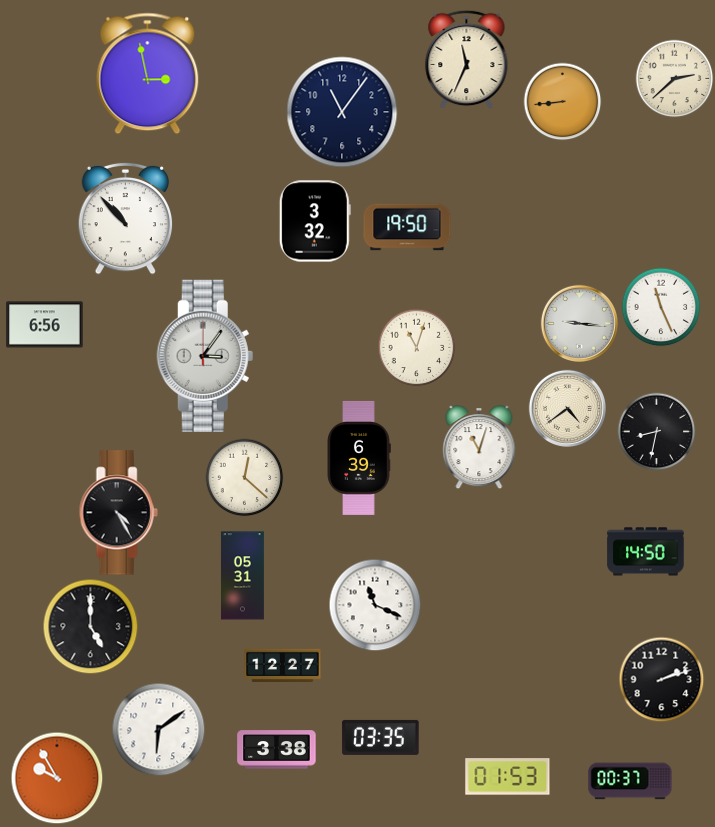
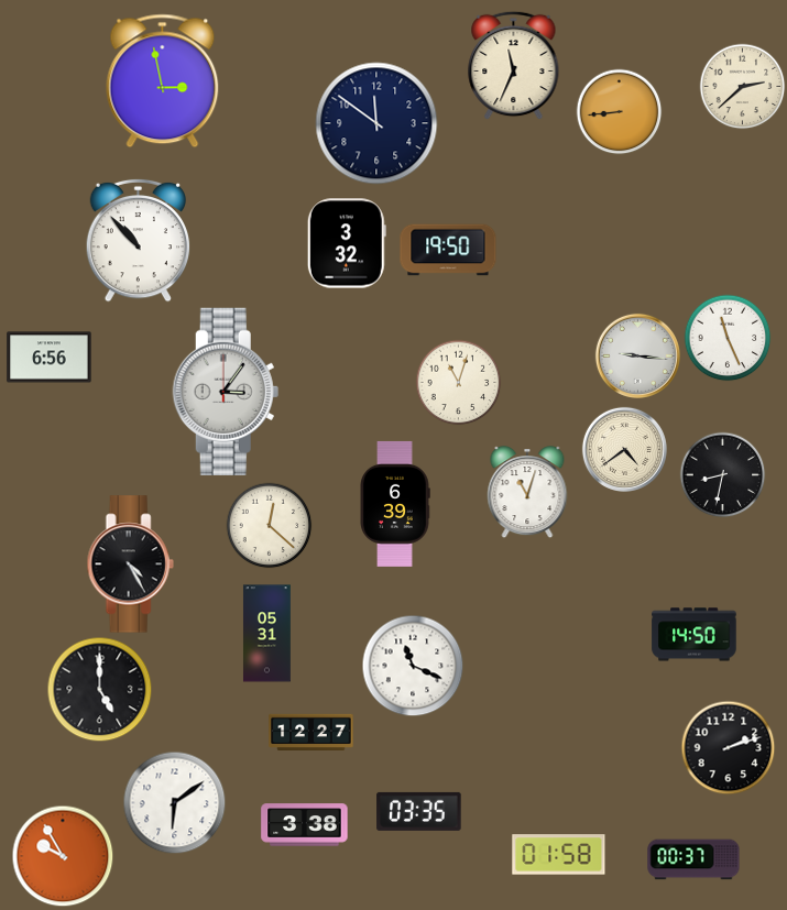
clock at (342, 112): 11:06 -> 11:51
clock at (646, 552) position: (646, 552) -> (695, 635)
clock at (508, 777): 01:53 -> 01:58
